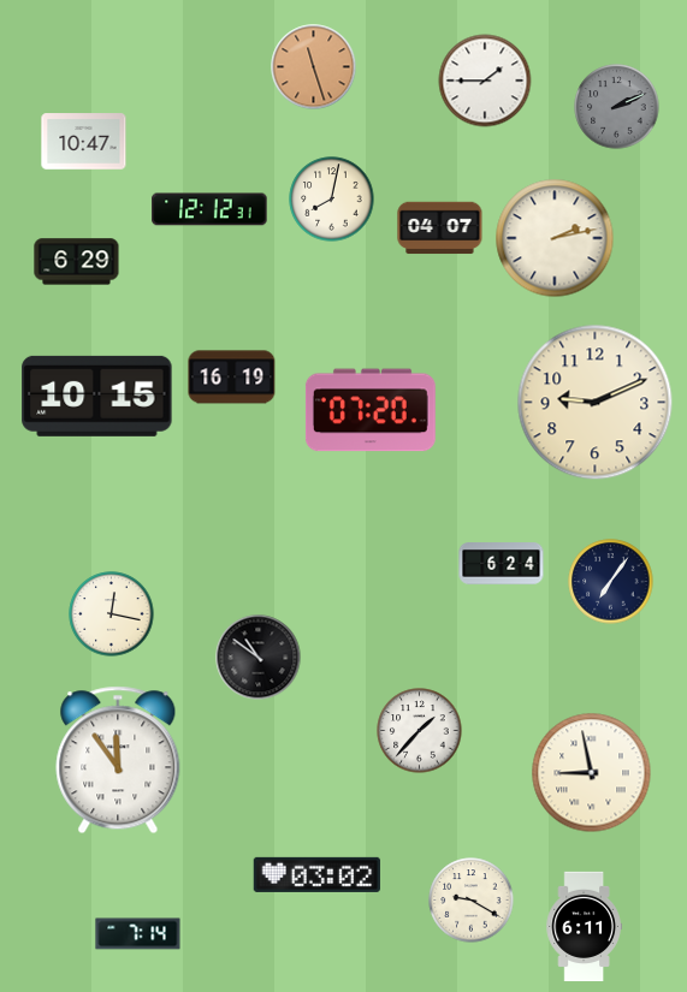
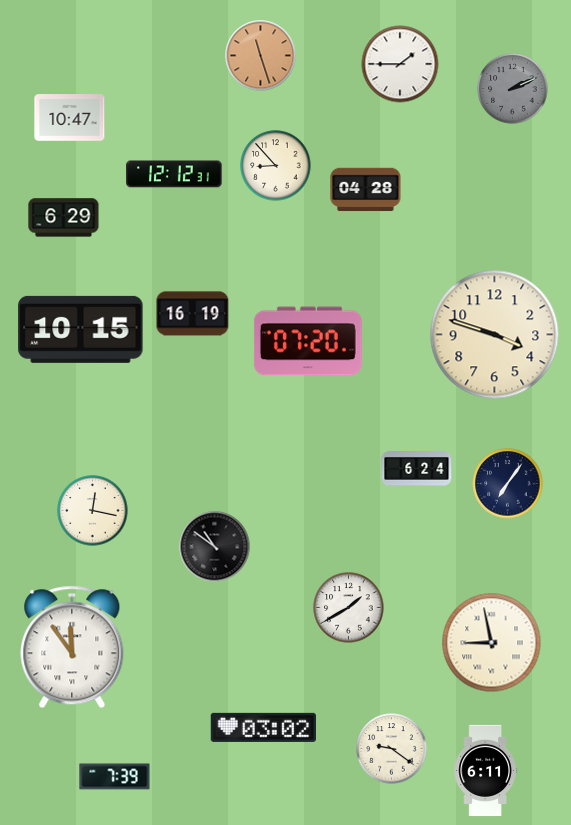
clock at (485, 81) position: (485, 81) -> (400, 64)
clock at (332, 200): 8:02 -> 8:53
clock at (440, 228): 04:07 -> 04:28
clock at (555, 238): 2:13 -> none
clock at (596, 403): 9:11 -> 3:48
clock at (420, 731): 1:37 -> 1:40
clock at (118, 760) position: (118, 760) -> (72, 647)
clock at (472, 901): 9:20 -> 9:21
clock at (138, 934): 7:14 -> 7:39
